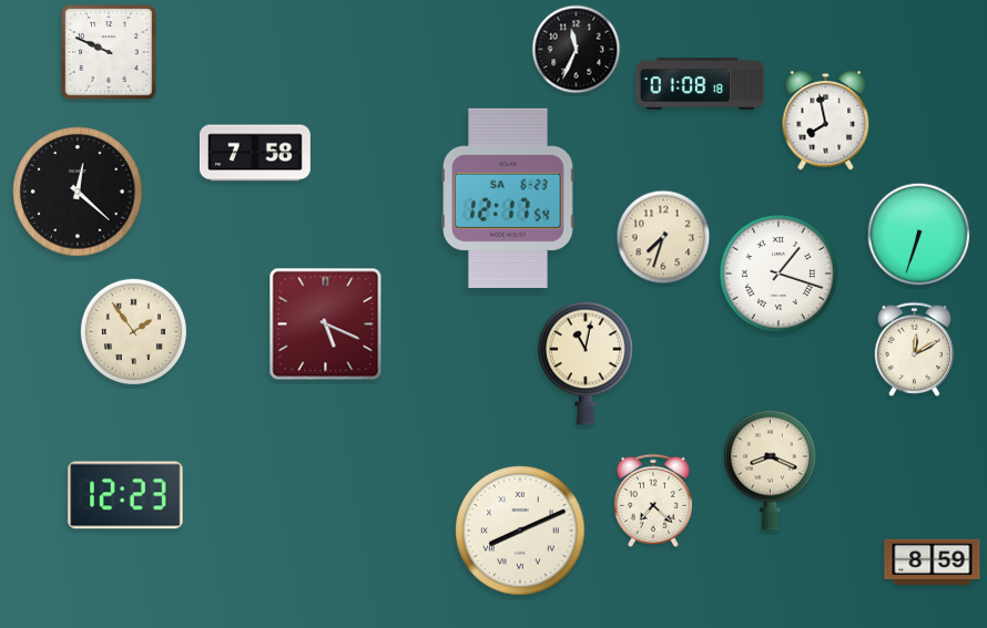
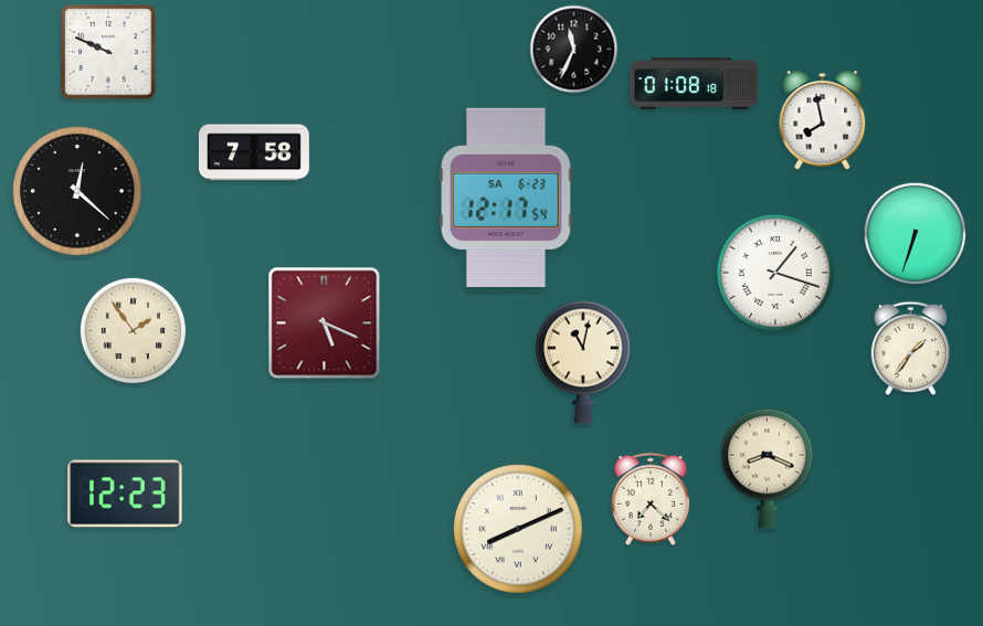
clock at (701, 84) position: (701, 84) -> (695, 84)
clock at (663, 237): 7:33 -> none
clock at (915, 349): 12:10 -> 1:36
clock at (933, 563): 8:59 -> none
